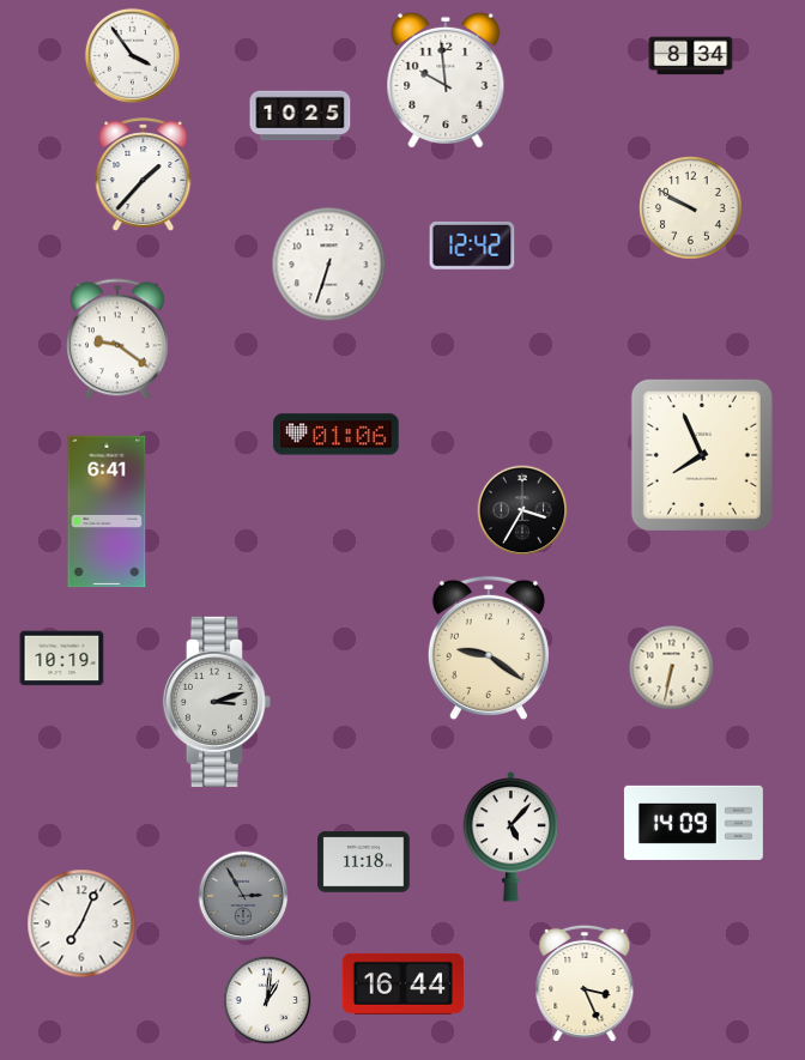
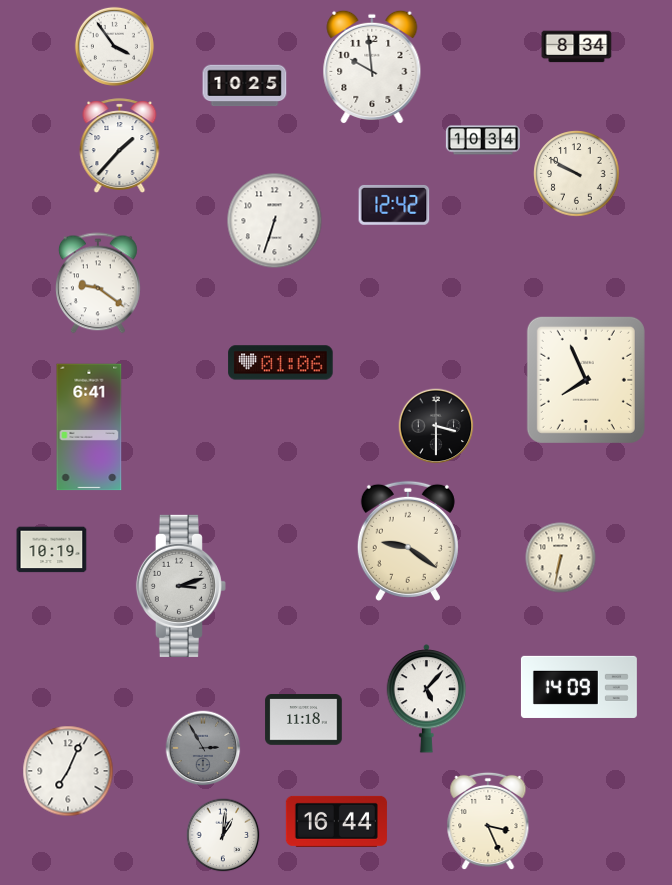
clock at (132, 55) position: (132, 55) -> (114, 46)
clock at (301, 116) position: (301, 116) -> (245, 86)
clock at (483, 140): none -> 10:34
clock at (522, 510): 3:35 -> 3:30
